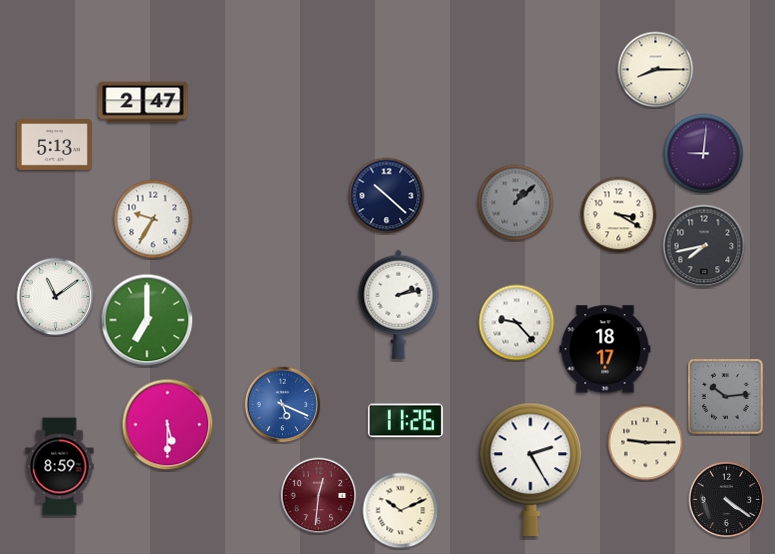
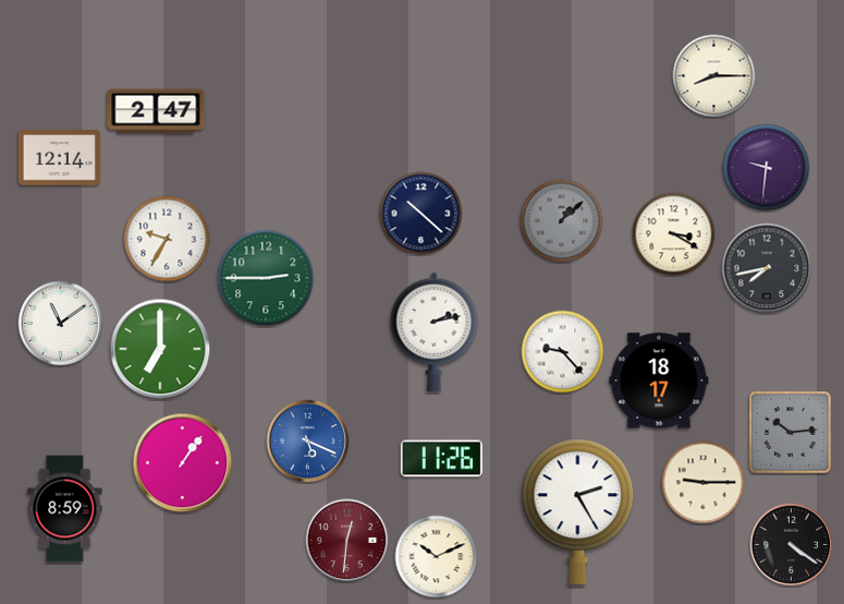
clock at (54, 145): 5:13 -> 12:14
clock at (704, 154): 9:01 -> 9:31
clock at (266, 278): none -> 2:45
clock at (168, 425): 5:30 -> 1:06
